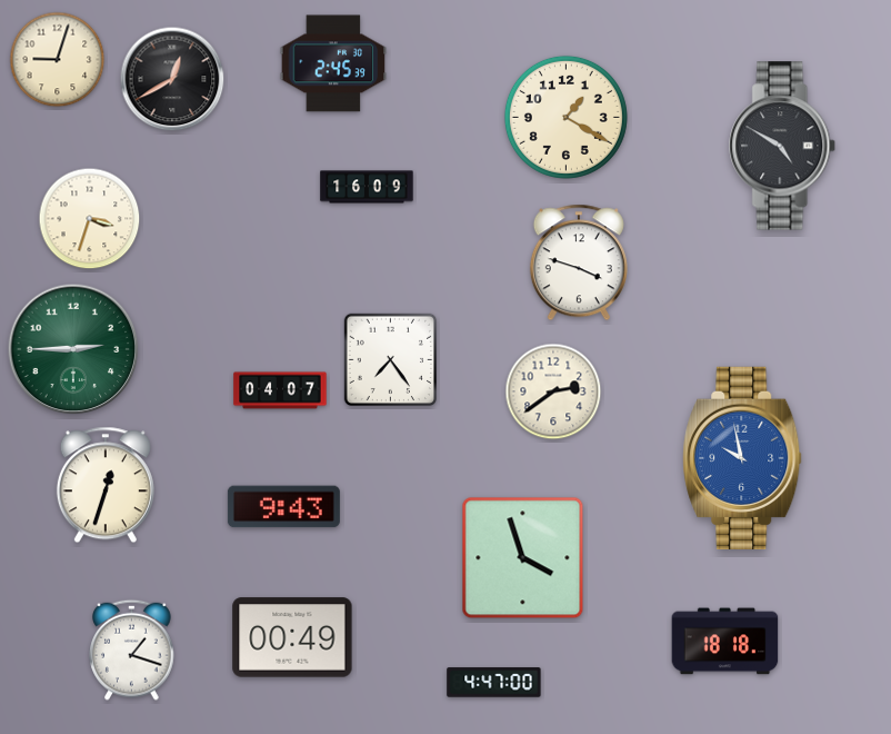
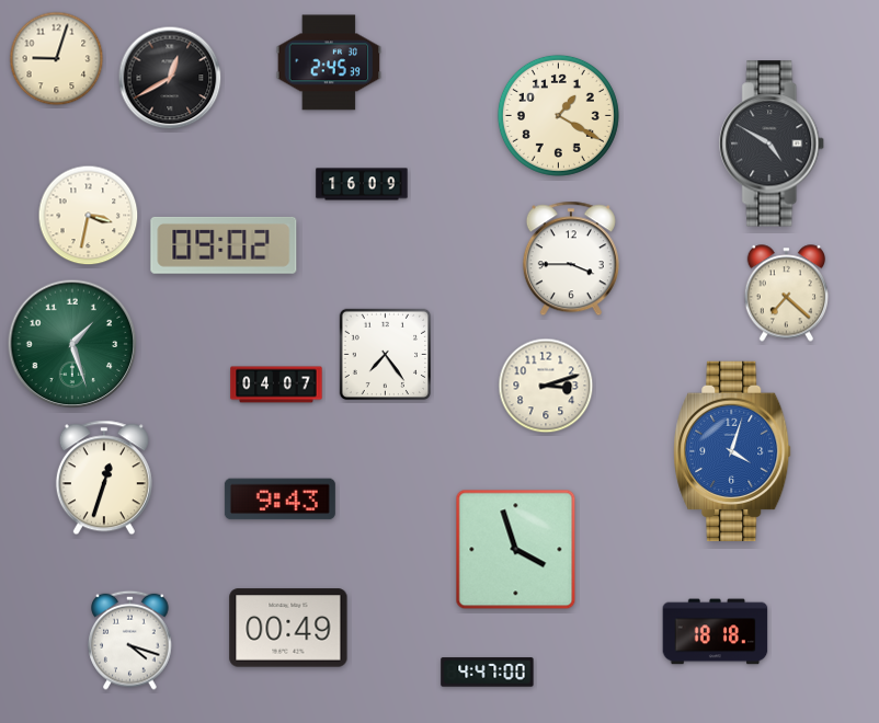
clock at (90, 219): 3:33 -> 3:32
clock at (224, 245): none -> 09:02
clock at (579, 262): 3:48 -> 3:45
clock at (786, 294): none -> 7:22
clock at (73, 349): 2:45 -> 1:27
clock at (553, 391): 2:39 -> 3:12
clock at (742, 458): 9:58 -> 4:03
clock at (132, 649): 1:18 -> 4:18
